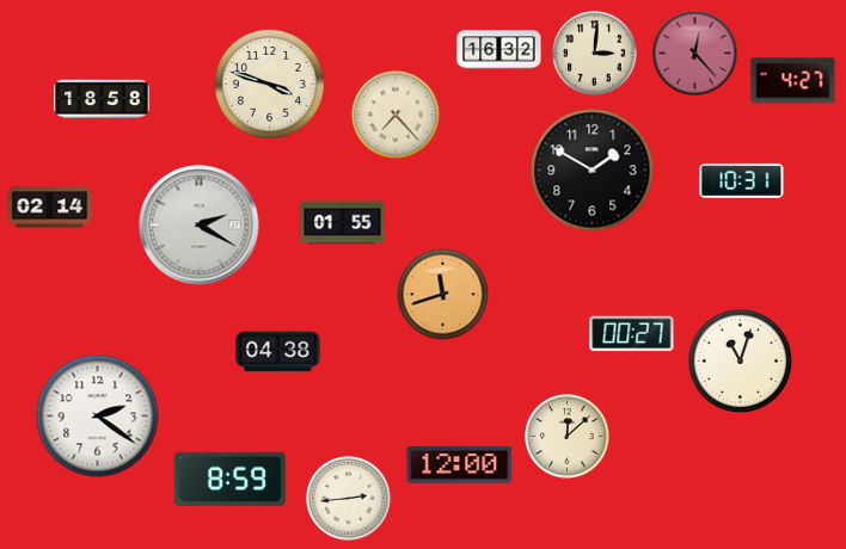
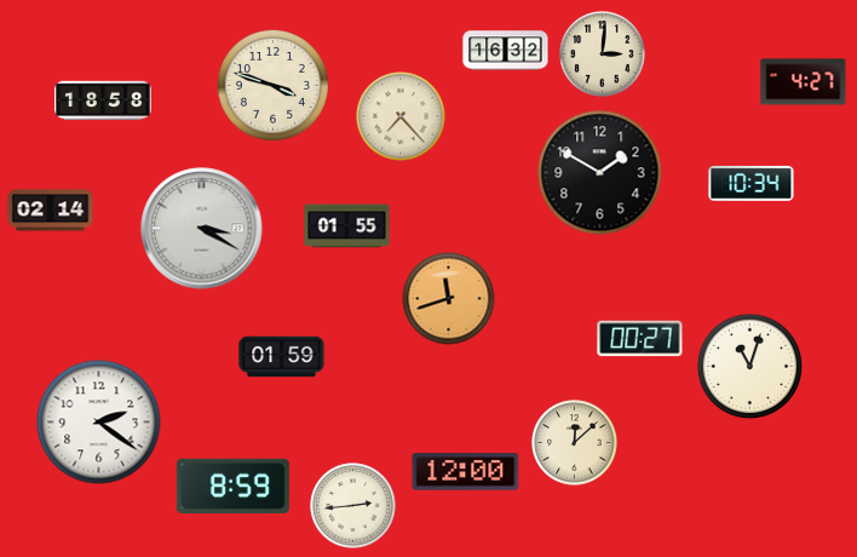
clock at (695, 54): 12:23 -> none
clock at (742, 180): 10:31 -> 10:34
clock at (200, 226): 2:20 -> 3:20
clock at (278, 352): 04:38 -> 01:59
